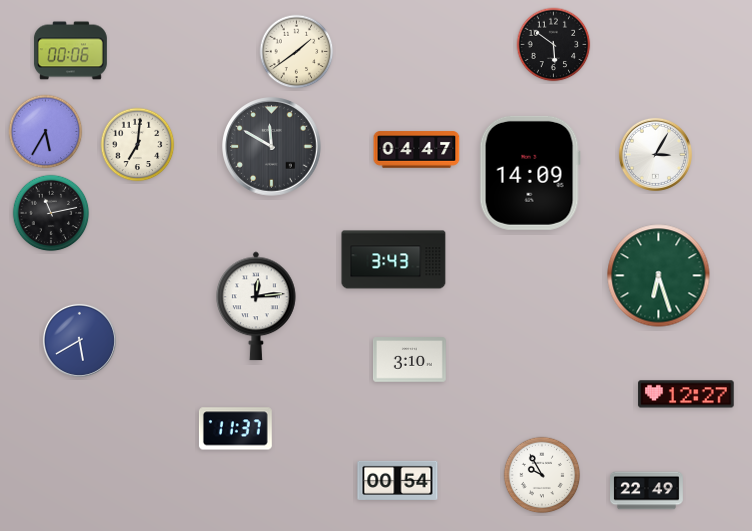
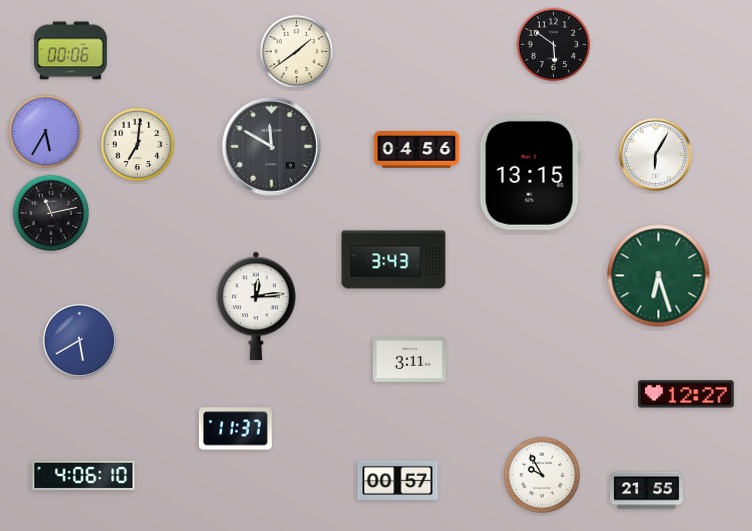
clock at (417, 150): 04:47 -> 04:56
clock at (655, 154): 3:05 -> 6:05
clock at (530, 173): 14:09 -> 13:15
clock at (410, 360): 3:10 -> 3:11
clock at (84, 475): none -> 4:06
clock at (398, 480): 00:54 -> 00:57
clock at (647, 491): 22:49 -> 21:55
